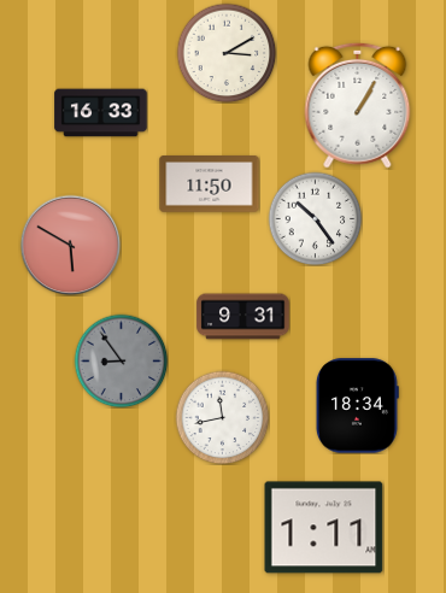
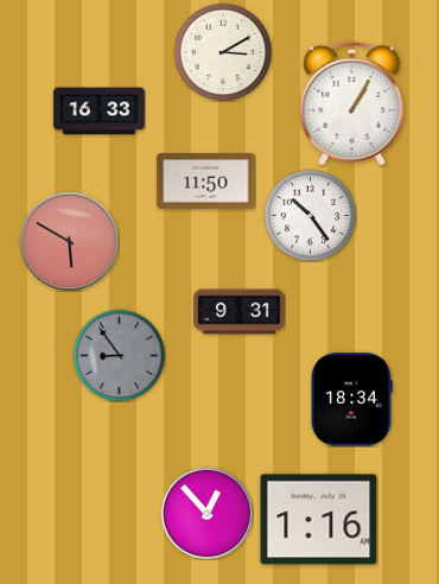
clock at (222, 417): 11:43 -> none
clock at (206, 513): none -> 12:53
clock at (324, 528): 1:11 -> 1:16
